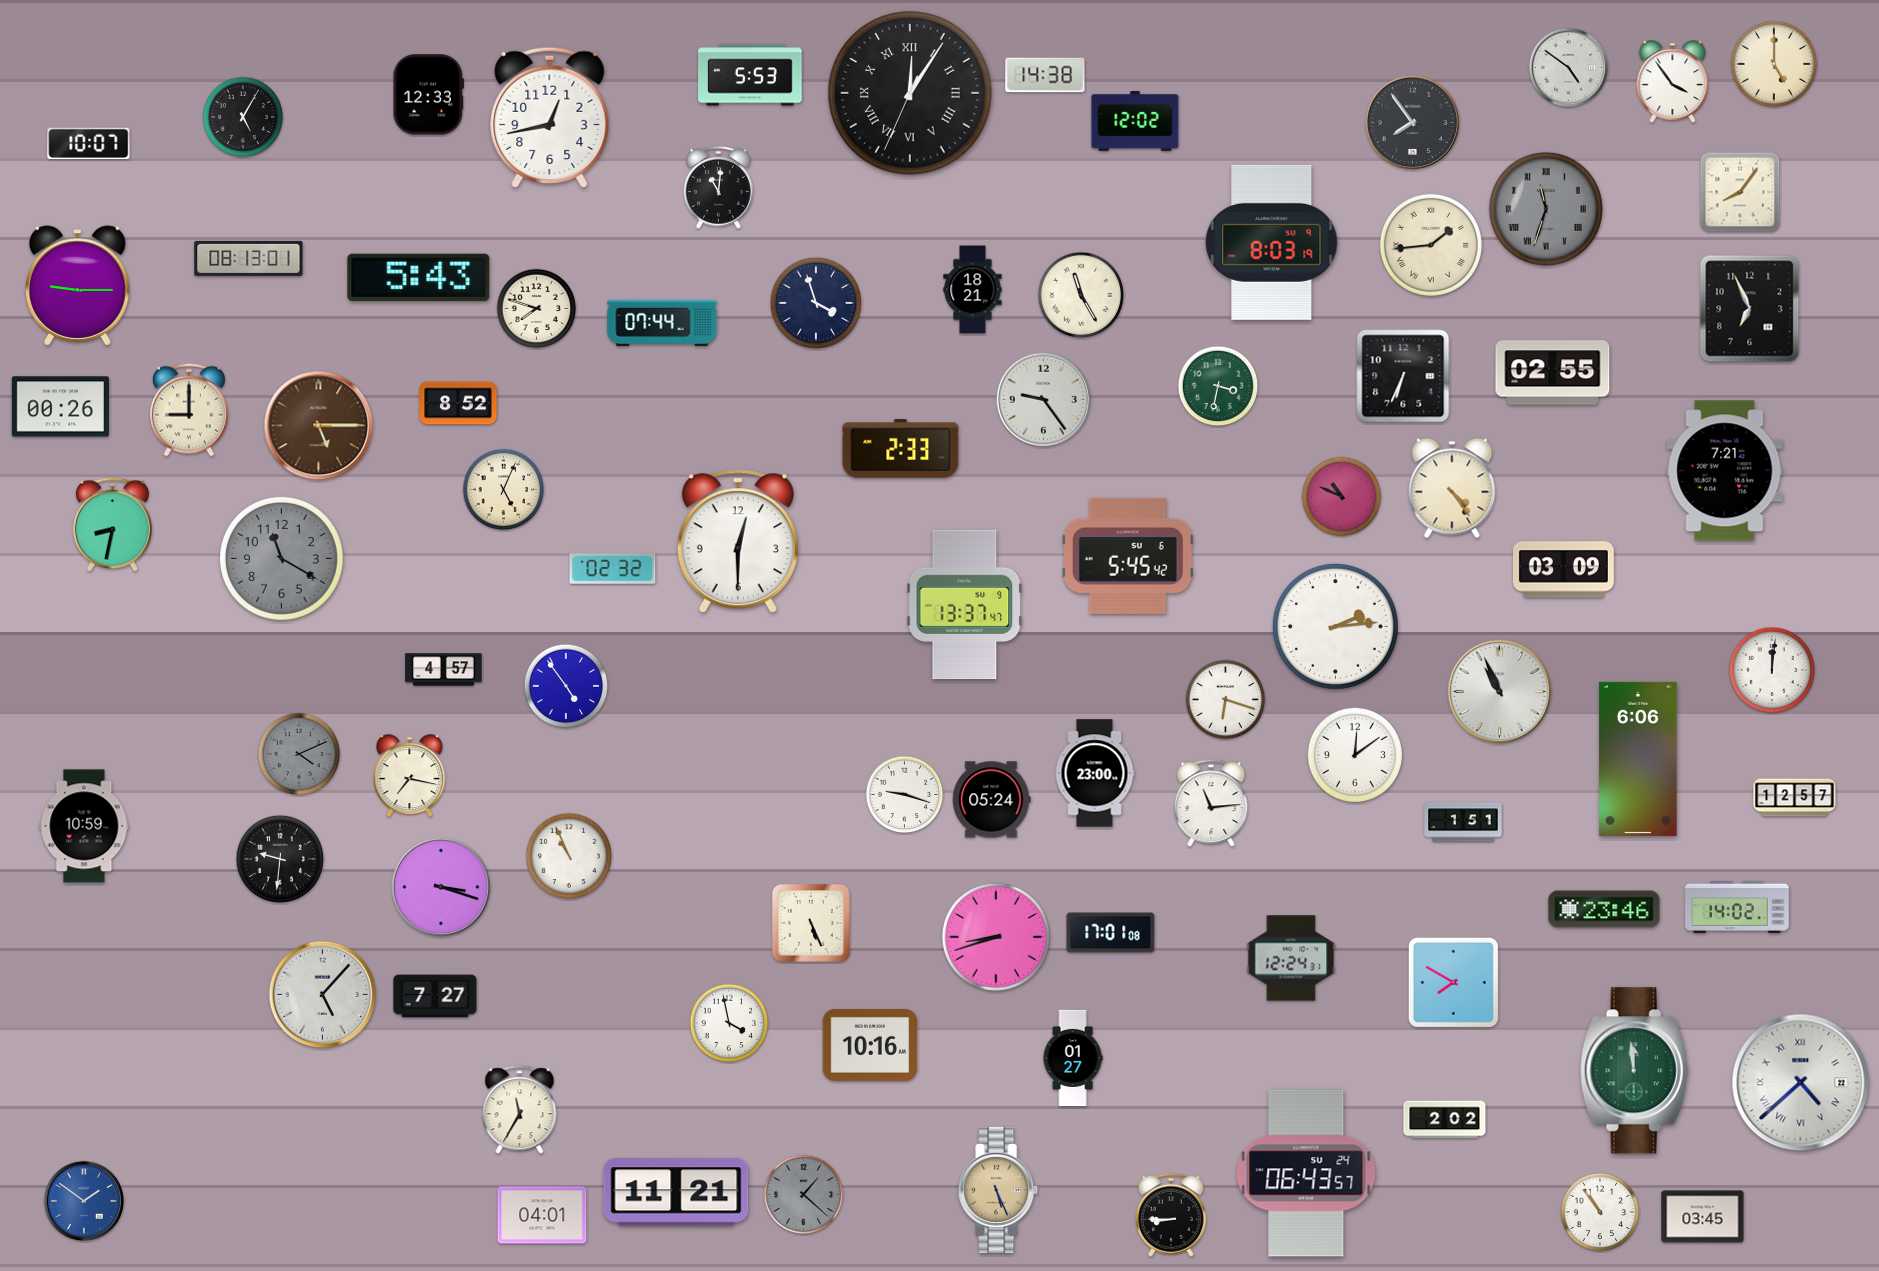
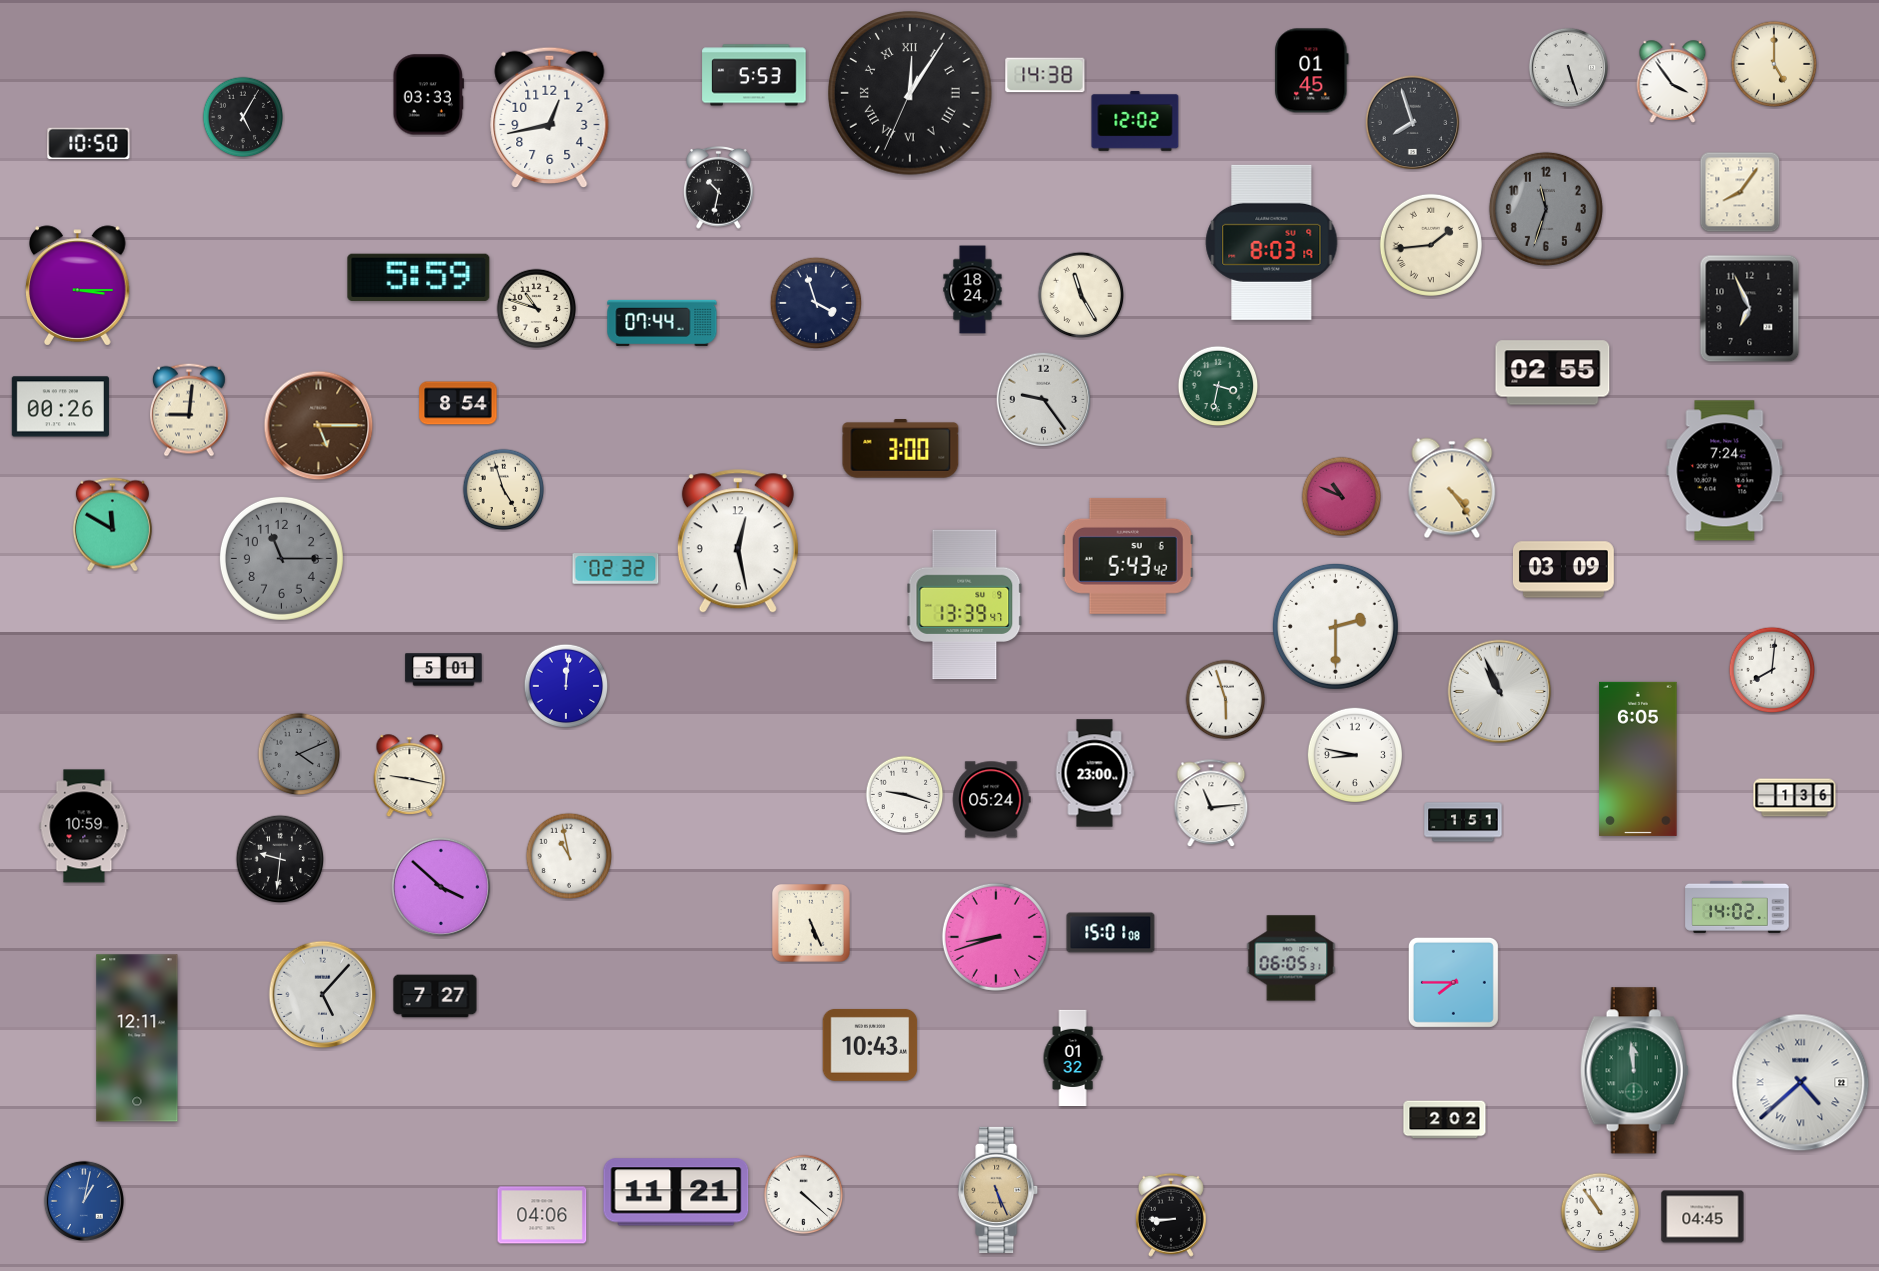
clock at (1568, 67): 4:51 -> 5:27
clock at (1312, 71): none -> 01:45
clock at (750, 75) position: (750, 75) -> (754, 75)
clock at (428, 95): 12:33 -> 03:33
clock at (1413, 123): 7:54 -> 7:57
clock at (89, 144): 10:07 -> 10:50
clock at (719, 188): 11:01 -> 10:32
clock at (1546, 209) numerals: Roman -> Arabic
clock at (249, 258): 08:13 -> none
clock at (419, 277): 5:43 -> 5:59
clock at (78, 286): 9:15 -> 3:15
clock at (973, 290): 18:21 -> 18:24
clock at (537, 309): 7:48 -> 10:48
clock at (1403, 376): 6:34 -> none
clock at (458, 403): 8:52 -> 8:54
clock at (189, 410): 9:00 -> 9:01
clock at (901, 449): 2:33 -> 3:00
clock at (1725, 471): 7:21 -> 7:24
clock at (504, 490): 5:04 -> 4:57
clock at (112, 525): 8:32 -> 11:50
clock at (738, 542): 12:30 -> 12:28
clock at (1128, 556): 5:45 -> 5:43
clock at (281, 558): 11:20 -> 11:15
clock at (613, 569) position: (613, 569) -> (616, 569)
clock at (965, 605): 13:37 -> 13:39
clock at (1335, 626): 2:14 -> 2:30
clock at (444, 670): 4:57 -> 5:01
clock at (1772, 670): 12:01 -> 8:01
clock at (566, 686): 4:54 -> 12:01
clock at (1226, 700): 6:18 -> 5:57
clock at (1354, 754): 12:09 -> 8:47
clock at (1638, 759): 6:06 -> 6:05
clock at (410, 776): 7:17 -> 9:17
clock at (1795, 798): 12:57 -> 1:36
clock at (569, 856): 10:56 -> 10:58
clock at (441, 887): 3:18 -> 3:52
clock at (1604, 909): 23:46 -> none
clock at (1111, 933): 17:01 -> 15:01
clock at (1291, 958): 12:24 -> 06:05
clock at (1453, 982): 7:50 -> 7:45
clock at (729, 1023): 3:58 -> none
clock at (137, 1038): none -> 12:11
clock at (870, 1045): 10:16 -> 10:43
clock at (1073, 1058): 01:27 -> 01:32
clock at (520, 1110): 11:35 -> none
clock at (1306, 1173): 06:43 -> none
clock at (804, 1195): 1:22 -> 4:22
clock at (804, 1195) dial: grey -> white
clock at (84, 1201): 1:51 -> 1:02
clock at (542, 1215): 04:01 -> 04:06
clock at (1703, 1217): 03:45 -> 04:45
